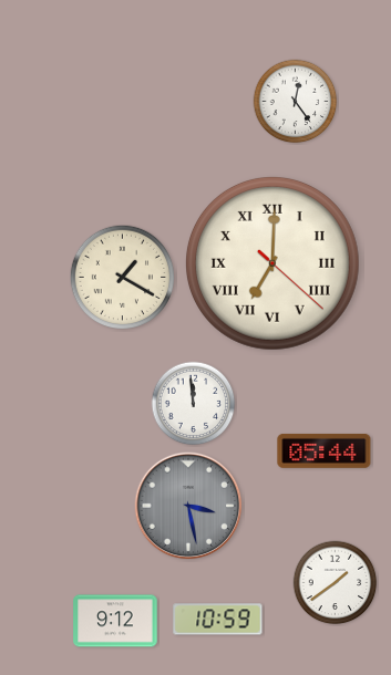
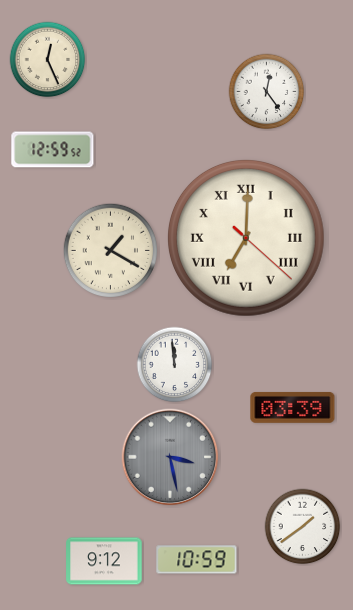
clock at (48, 60): none -> 12:26
clock at (53, 150): none -> 12:59
clock at (325, 450): 05:44 -> 03:39
